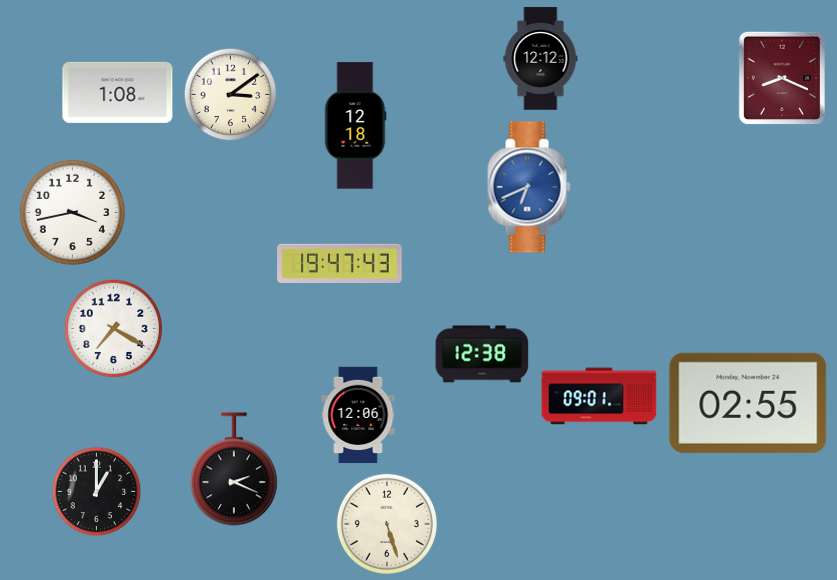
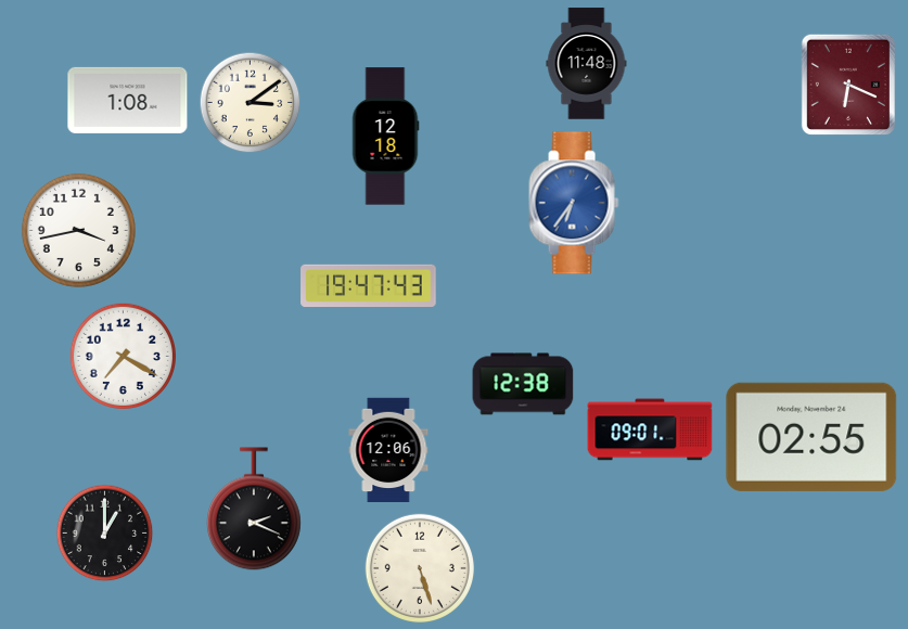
clock at (541, 59): 12:12 -> 11:48
clock at (782, 78): 8:19 -> 6:19
clock at (529, 187): 6:41 -> 6:36
